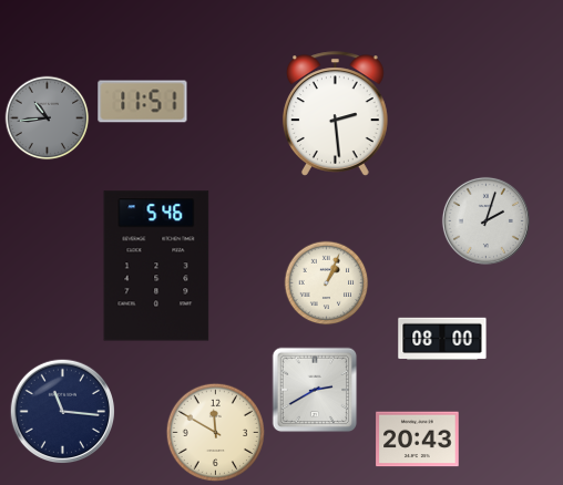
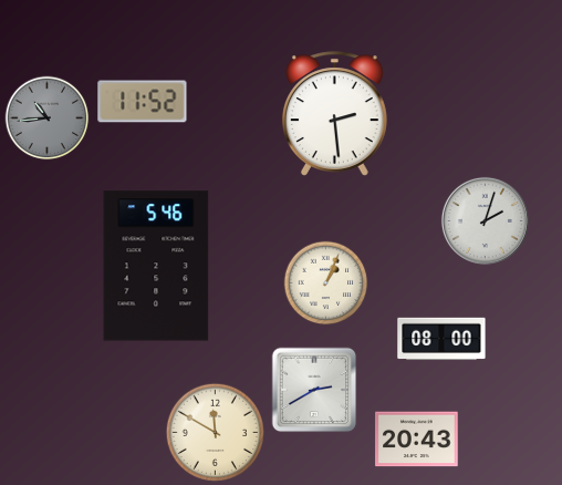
clock at (143, 102): 11:51 -> 11:52
clock at (63, 412): 11:16 -> none
